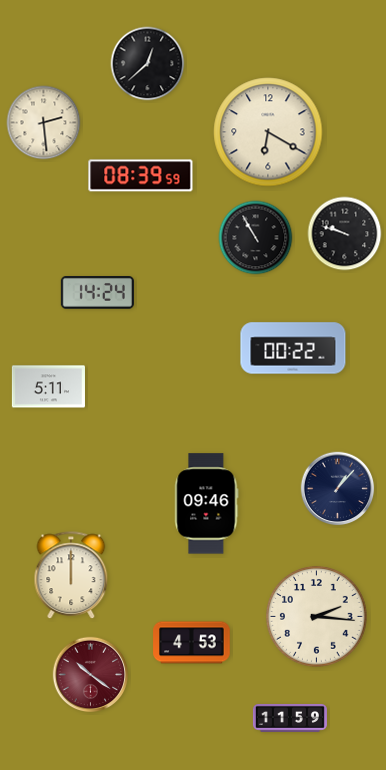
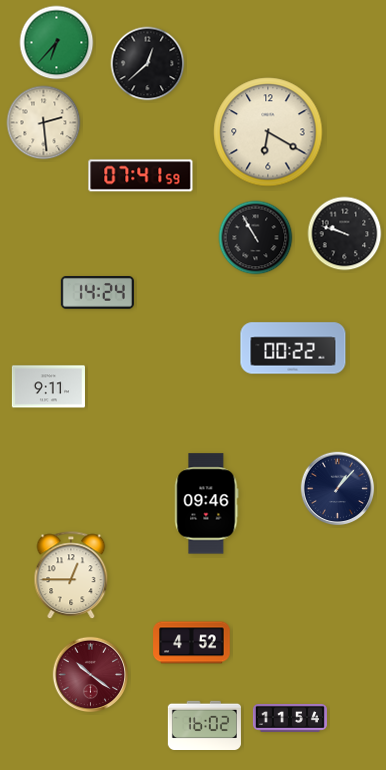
clock at (57, 43): none -> 6:37
clock at (141, 176): 08:39 -> 07:41
clock at (48, 387): 5:11 -> 9:11
clock at (71, 576): 12:00 -> 12:45
clock at (317, 617): 2:16 -> none
clock at (192, 643): 4:53 -> 4:52
clock at (290, 718): 11:59 -> 11:54
clock at (204, 725): none -> 16:02
